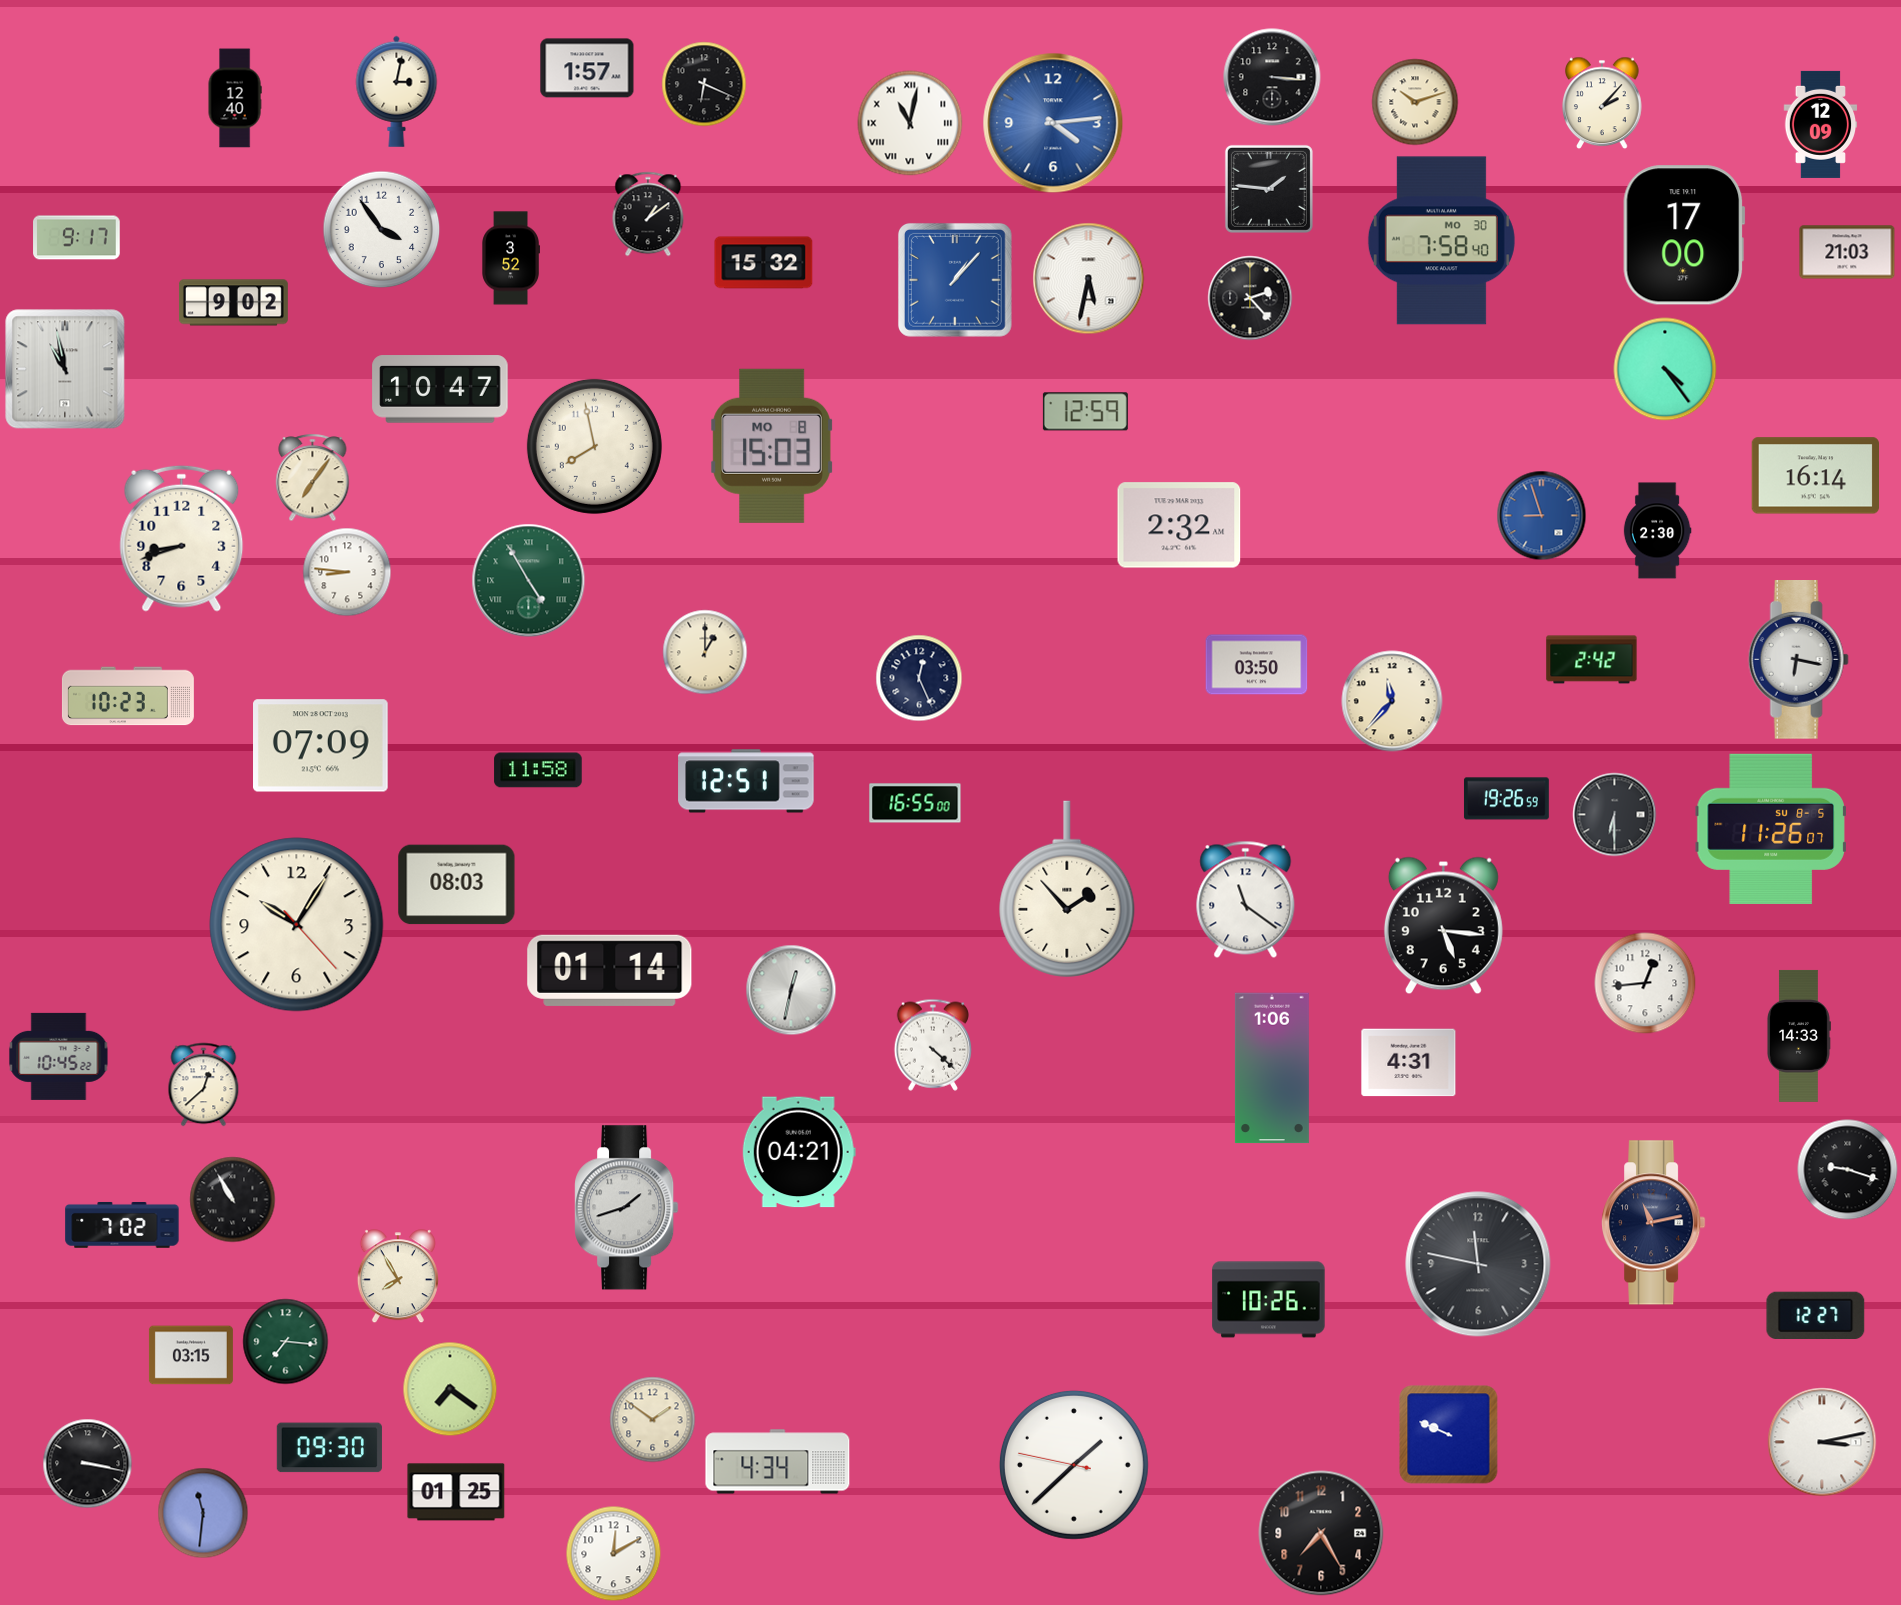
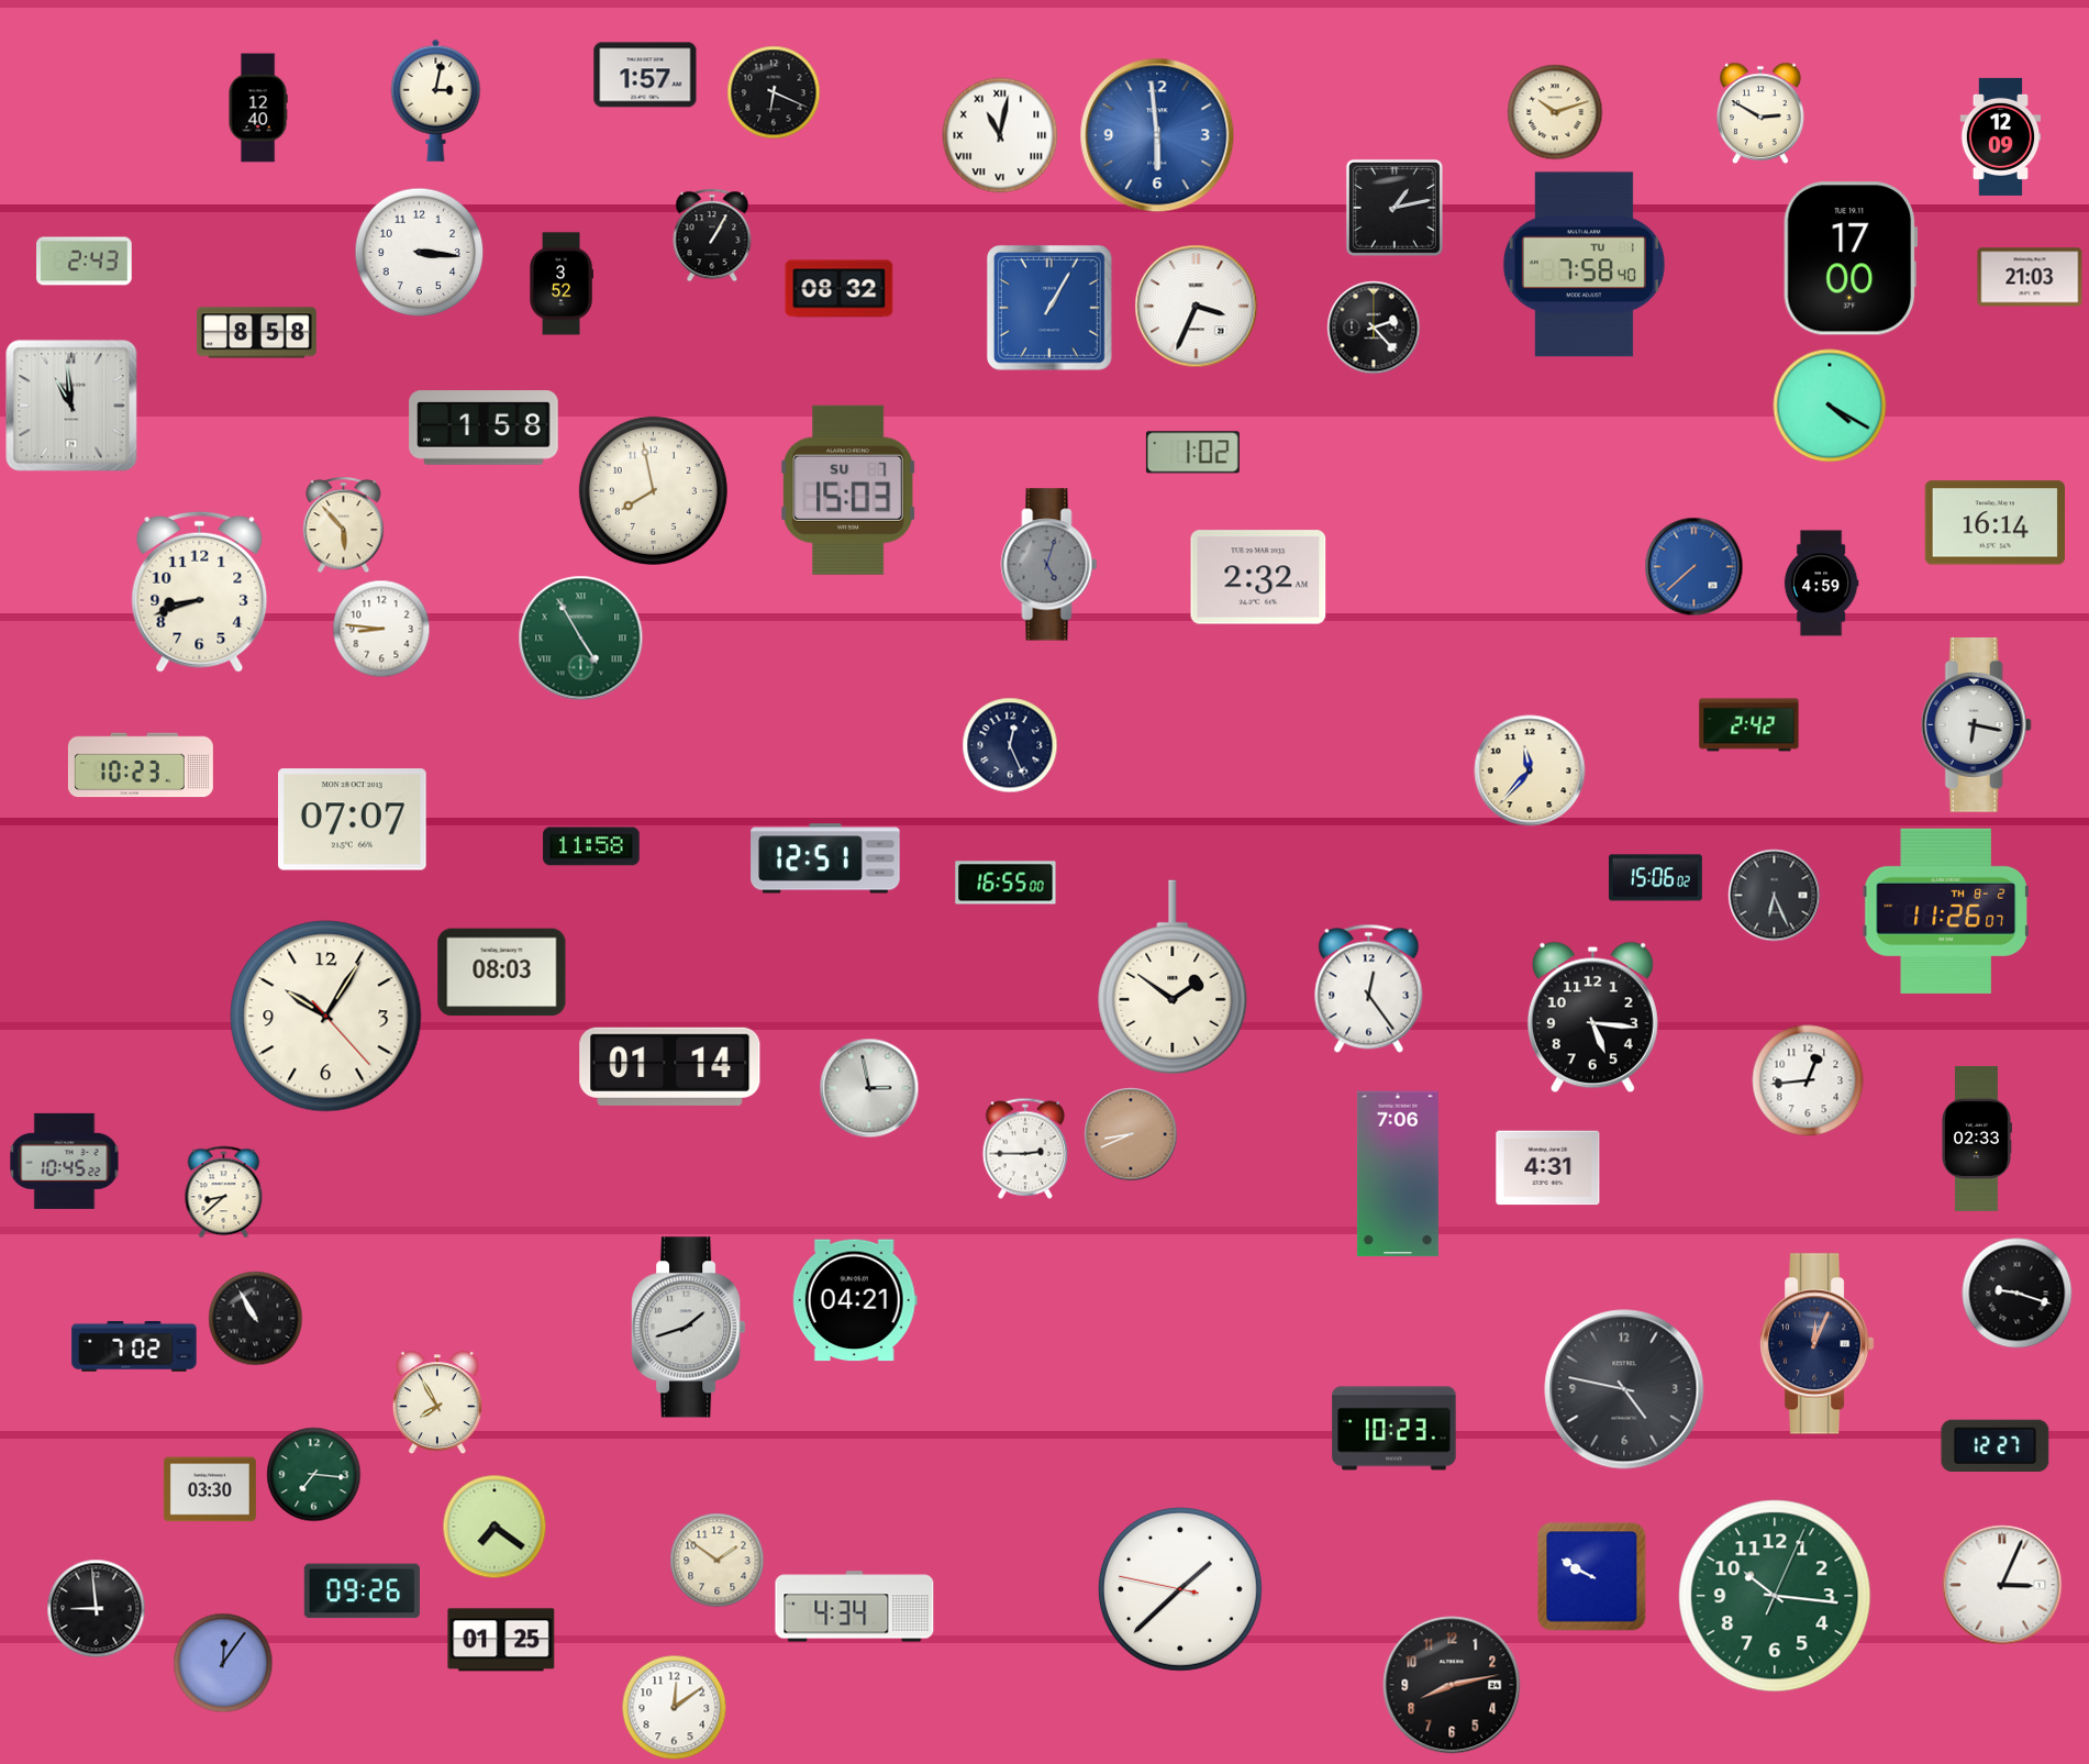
clock at (1272, 77): 3:16 -> none
clock at (1602, 103): 2:07 -> 2:50
clock at (1053, 123): 4:14 -> 5:59
clock at (1269, 189): 1:46 -> 1:13
clock at (648, 214): 1:09 -> 1:05
clock at (382, 230): 3:54 -> 3:16
clock at (77, 238): 9:17 -> 2:43
clock at (1441, 241) date: MO 30 -> TU 1
clock at (764, 263): 15:32 -> 08:32
clock at (1089, 279): 5:32 -> 3:34
clock at (955, 280): 1:07 -> 1:05
clock at (233, 303): 9:02 -> 8:58
clock at (65, 369): 10:58 -> 10:59
clock at (1665, 369): 4:24 -> 4:20
clock at (440, 389): 10:47 -> 1:58
clock at (1085, 412): 12:59 -> 1:02
clock at (772, 446) date: MO 8 -> SU 7
clock at (313, 478): 7:06 -> 5:53
clock at (1049, 565): none -> 5:03
clock at (1542, 516): 8:57 -> 7:38
clock at (1179, 525) position: (1179, 525) -> (1258, 577)
clock at (1657, 531): 2:30 -> 4:59
clock at (705, 652): 1:00 -> none
clock at (1257, 665): 03:50 -> none
clock at (321, 746): 07:09 -> 07:07
clock at (746, 781) position: (746, 781) -> (825, 858)
clock at (1506, 799): 19:26 -> 15:06
clock at (1615, 815): 6:30 -> 6:26
clock at (1771, 829) date: SU 8-5 -> TH 8-2
clock at (1067, 889): 1:53 -> 1:51
clock at (1246, 899): 11:21 -> 12:24
clock at (1443, 926) position: (1443, 926) -> (1592, 1018)
clock at (791, 990): 12:32 -> 2:58
clock at (1131, 1134): none -> 8:41
clock at (1798, 1036): 14:33 -> 02:33
clock at (932, 1045): 4:22 -> 2:45
clock at (1272, 1068): 1:06 -> 7:06
clock at (204, 1085): 12:38 -> 8:38
clock at (799, 1152) position: (799, 1152) -> (855, 1300)
clock at (1848, 1170) position: (1848, 1170) -> (2018, 1294)
clock at (1654, 1223): 11:13 -> 12:04
clock at (1478, 1264): 11:47 -> 4:47
clock at (1269, 1300): 10:26 -> 10:23
clock at (191, 1355): 03:15 -> 03:30
clock at (1449, 1435): 9:49 -> 9:50
clock at (1822, 1442): 3:13 -> 3:04
clock at (329, 1448): 09:30 -> 09:26
clock at (1775, 1596): none -> 10:16
clock at (88, 1464): 3:17 -> 8:59
clock at (1074, 1465) position: (1074, 1465) -> (1180, 1589)
clock at (203, 1513): 11:31 -> 12:06
clock at (1321, 1533): 7:25 -> 8:13
clock at (614, 1554): 12:10 -> 12:09
